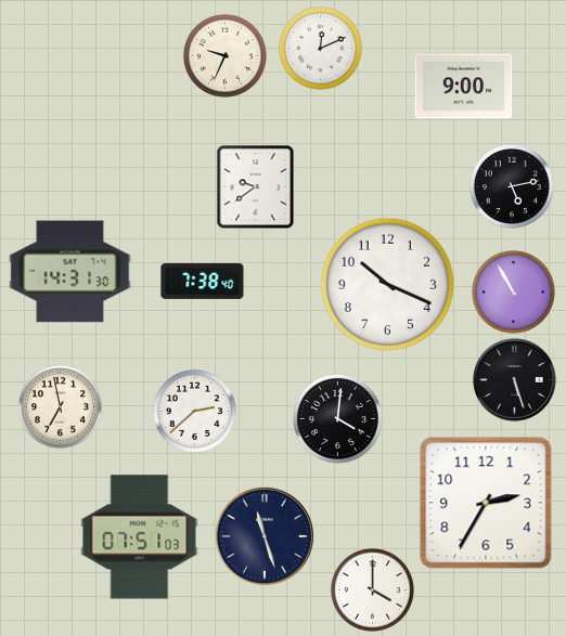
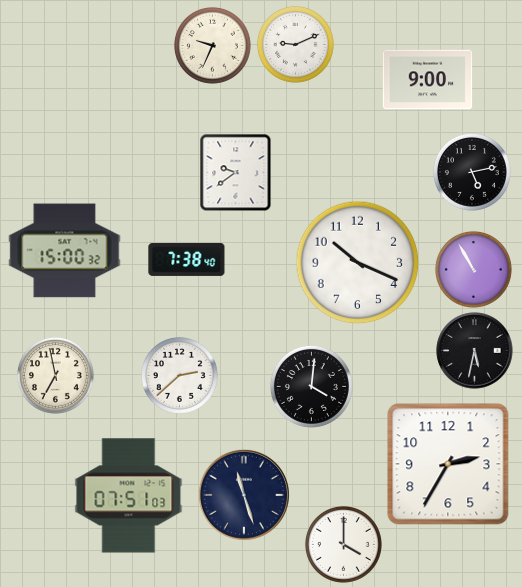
clock at (320, 48): 12:11 -> 9:11
clock at (224, 55) position: (224, 55) -> (212, 45)
clock at (70, 272): 14:31 -> 15:00
clock at (515, 380): 5:27 -> 5:32
clock at (194, 411) position: (194, 411) -> (179, 375)
